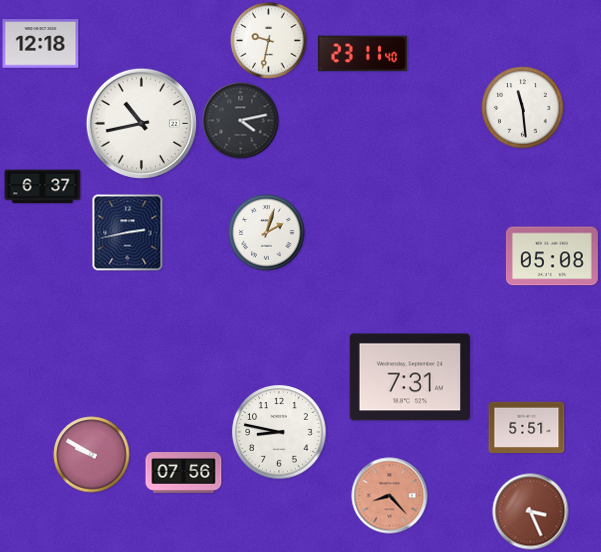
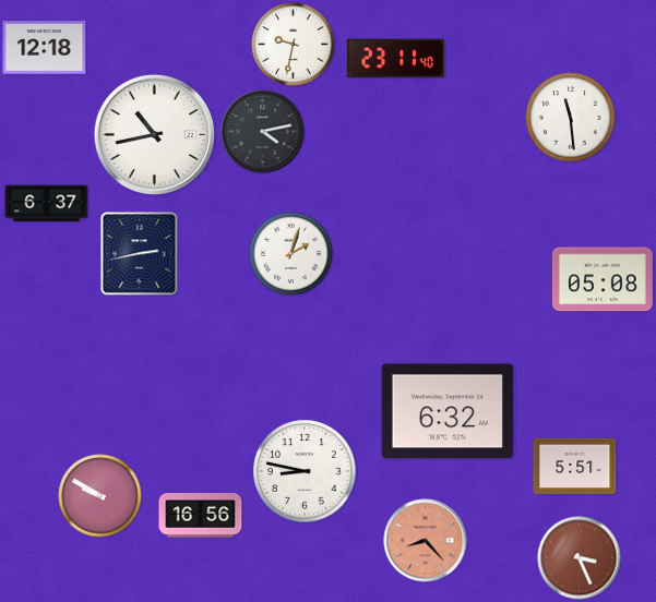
clock at (409, 377): 7:31 -> 6:32
clock at (184, 473): 07:56 -> 16:56
